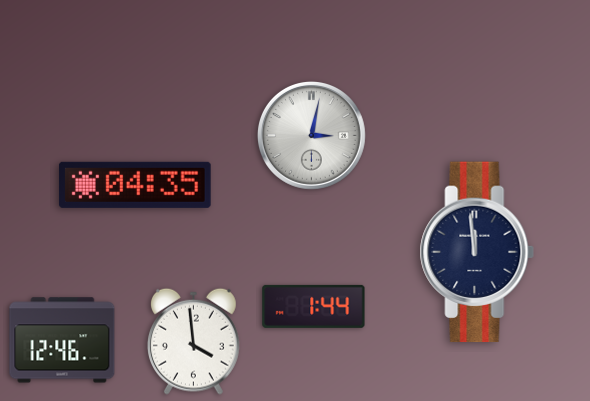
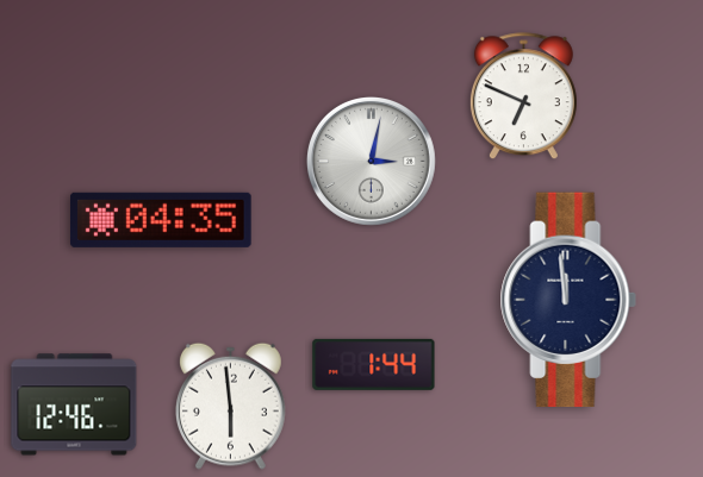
clock at (523, 96): none -> 6:49
clock at (193, 341): 3:59 -> 5:59
